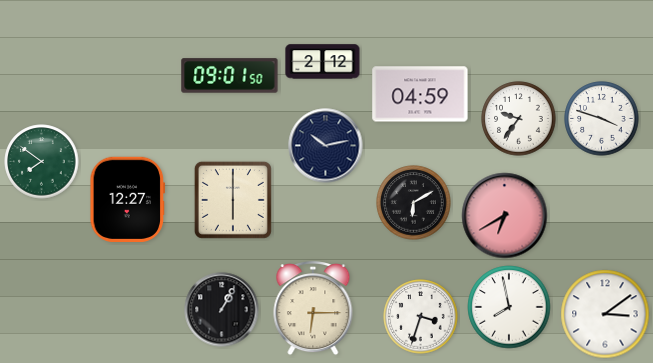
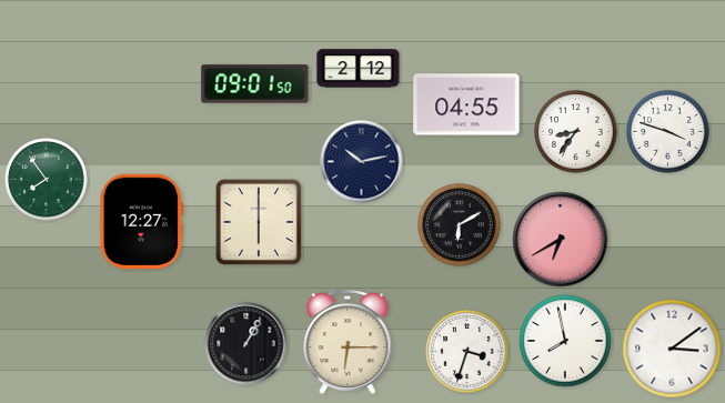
clock at (420, 94): 04:59 -> 04:55
clock at (519, 119): 9:36 -> 8:36
clock at (42, 162): 7:51 -> 7:54
